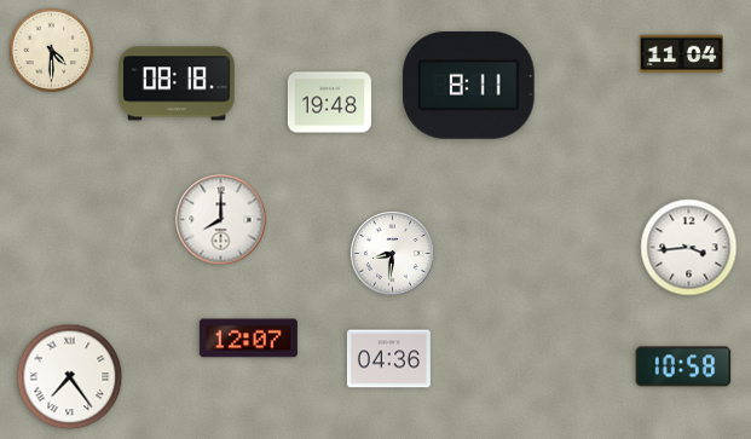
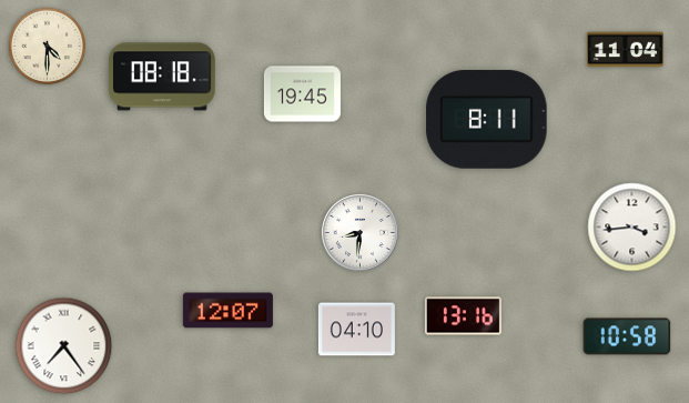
clock at (469, 85) position: (469, 85) -> (487, 119)
clock at (329, 103): 19:48 -> 19:45
clock at (221, 220): 8:00 -> none
clock at (463, 316): none -> 13:16
clock at (388, 359): 04:36 -> 04:10
